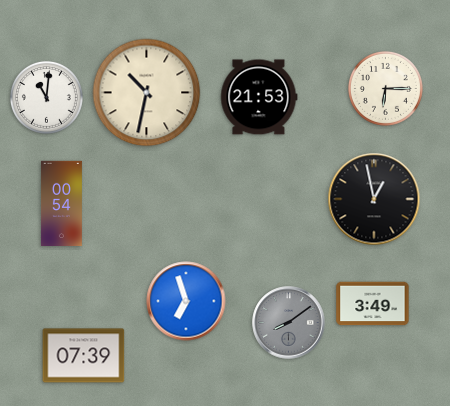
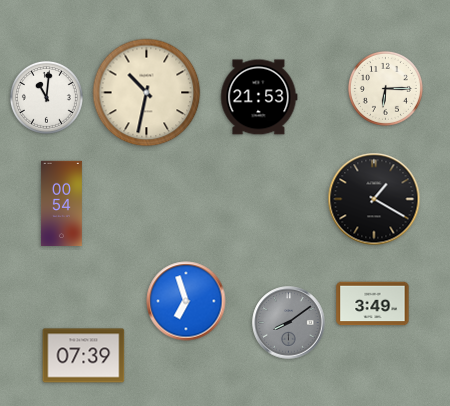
clock at (374, 199): 12:58 -> 1:20
